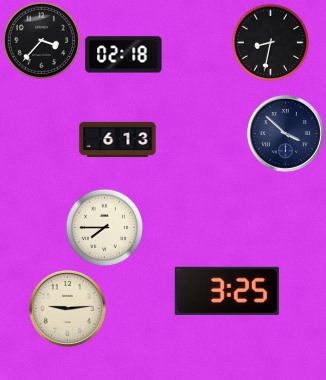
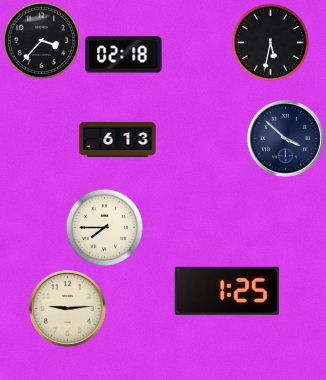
clock at (270, 42): 8:32 -> 5:32
clock at (285, 133) position: (285, 133) -> (285, 138)
clock at (227, 291): 3:25 -> 1:25
